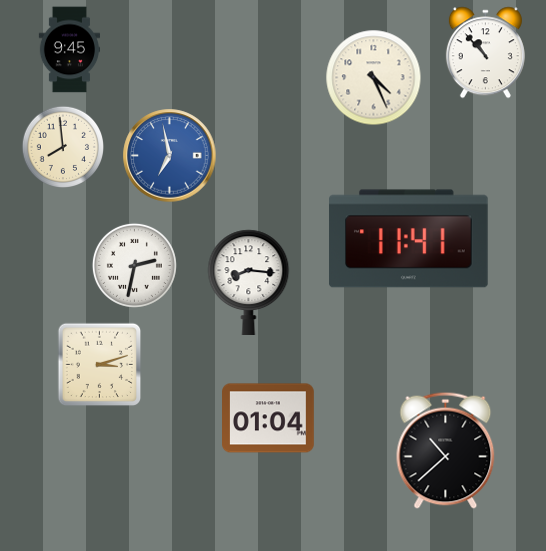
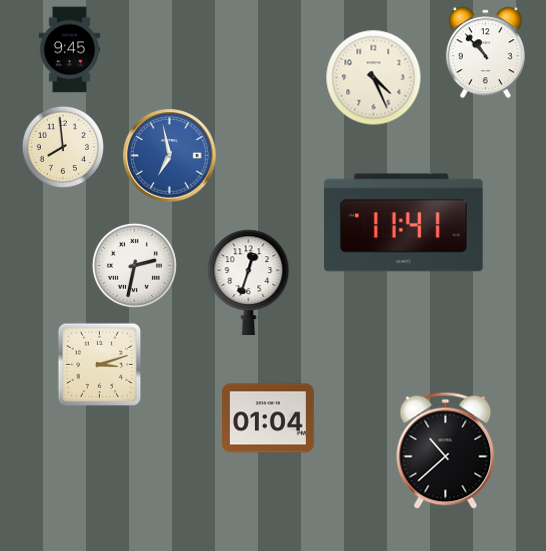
clock at (409, 239) position: (409, 239) -> (404, 223)
clock at (249, 282): 8:16 -> 12:33
